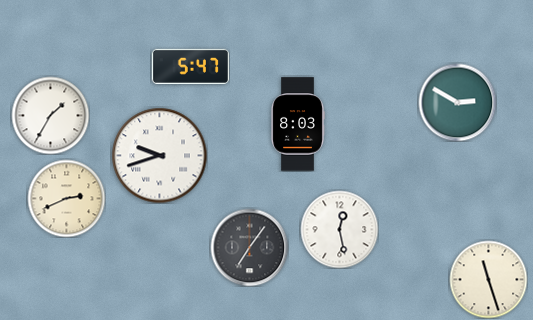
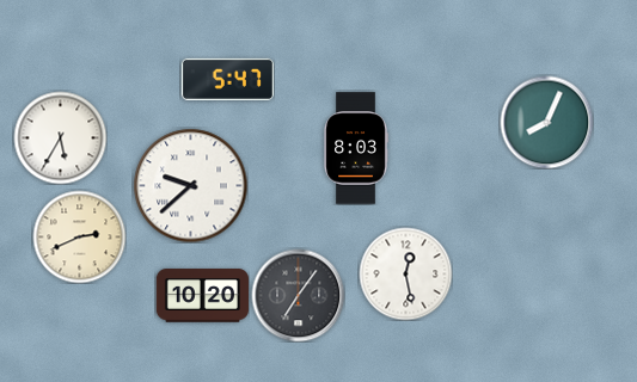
clock at (457, 102): 2:50 -> 8:04
clock at (50, 115): 1:35 -> 5:35
clock at (159, 155): 9:42 -> 9:38
clock at (202, 296): none -> 10:20
clock at (488, 279): 11:27 -> none
